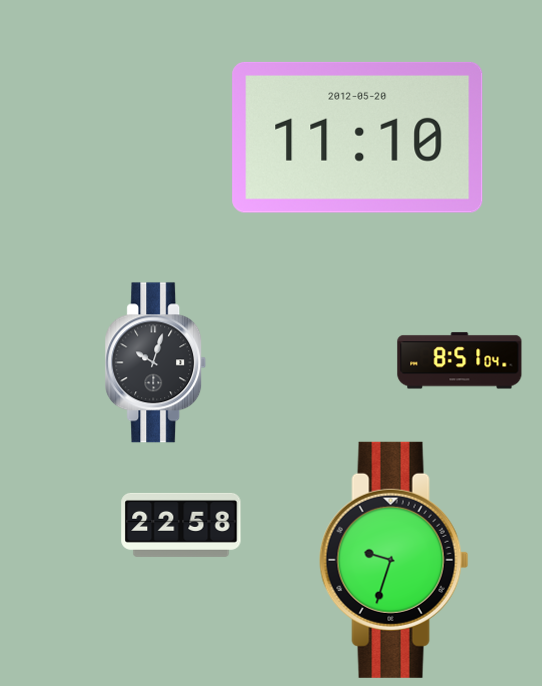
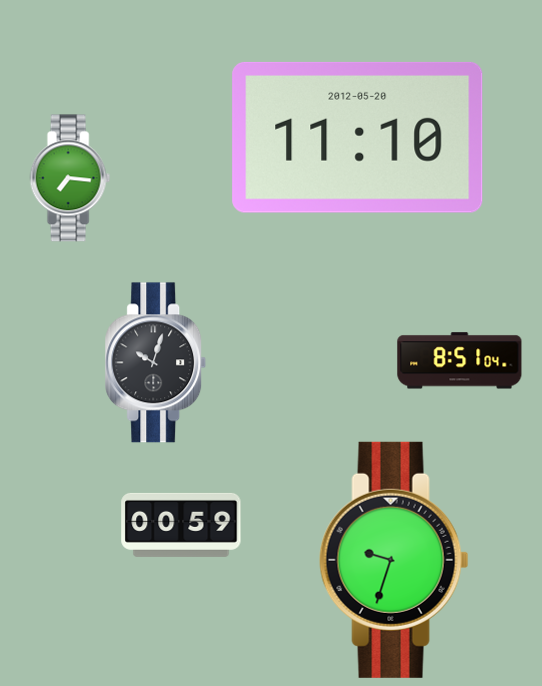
clock at (70, 178): none -> 7:16
clock at (181, 525): 22:58 -> 00:59
